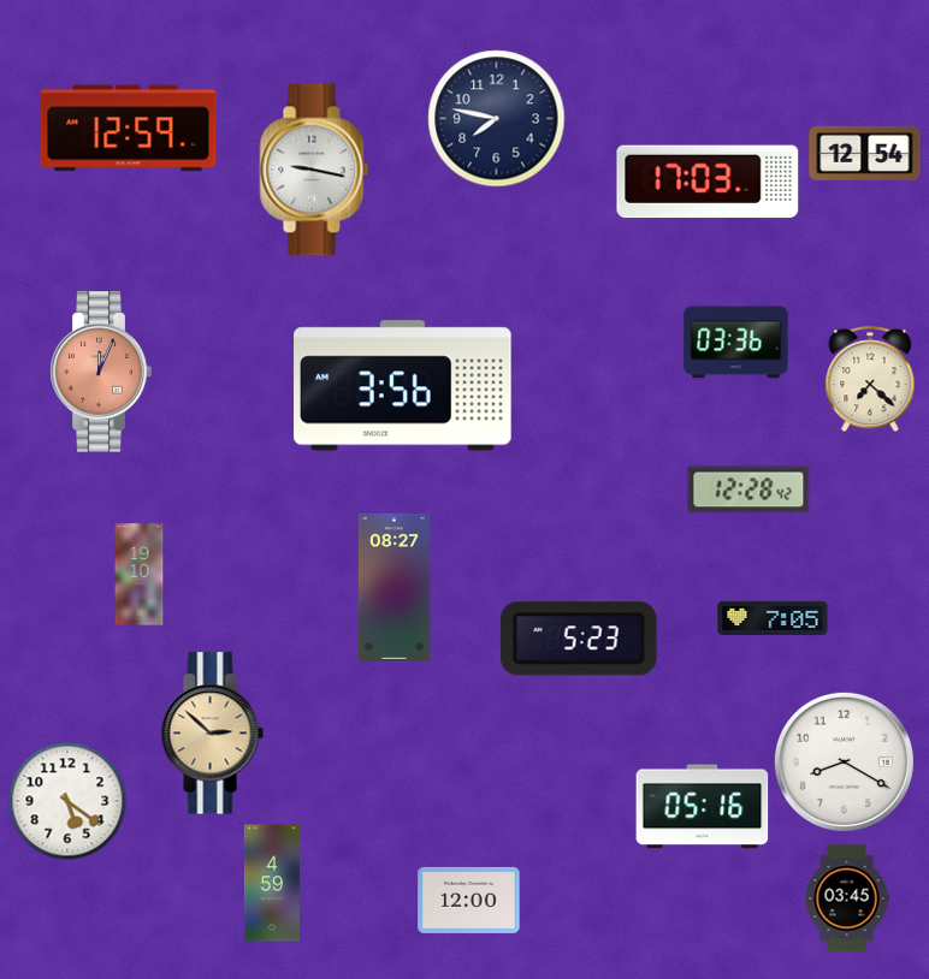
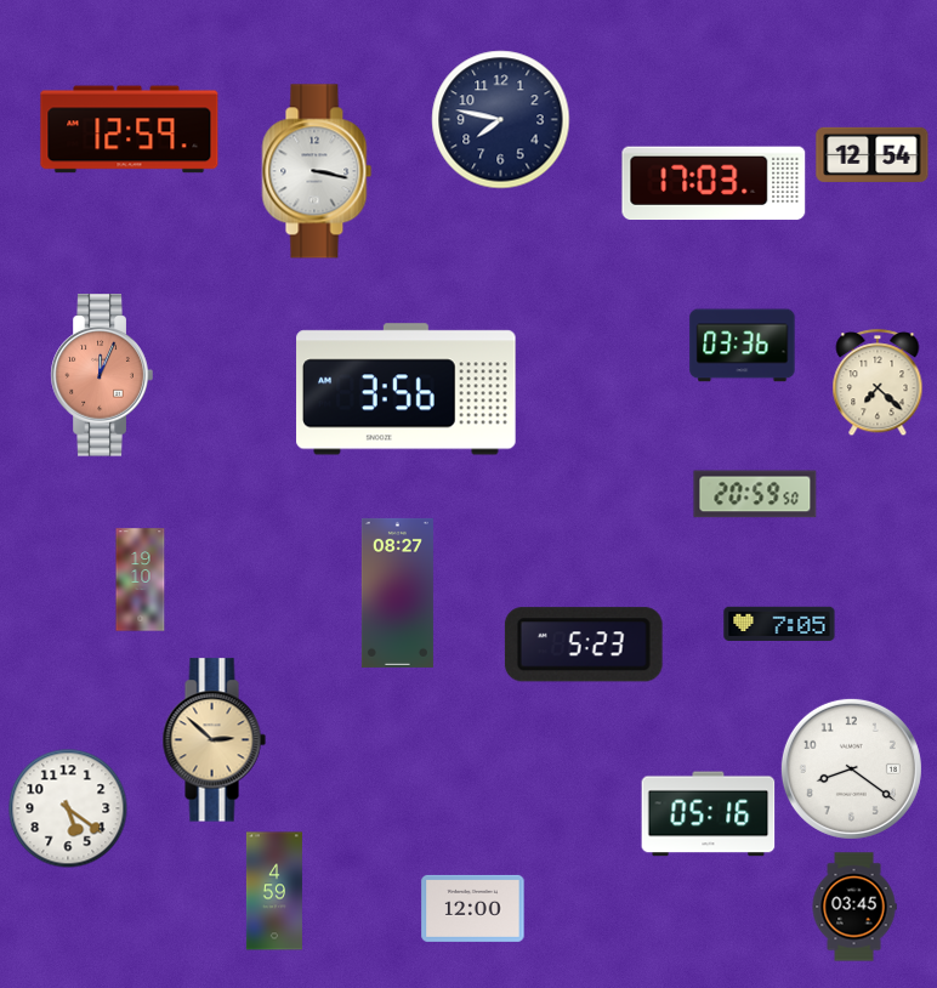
clock at (314, 170): 9:17 -> 3:17
clock at (748, 489): 12:28 -> 20:59
clock at (844, 761): 8:20 -> 8:21
